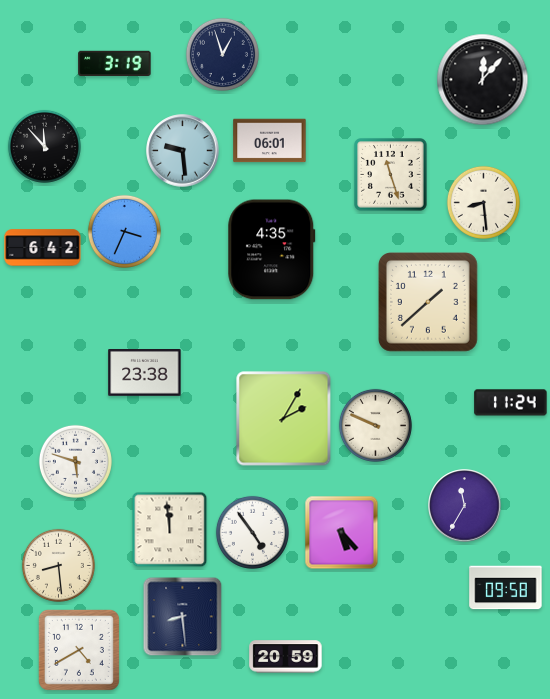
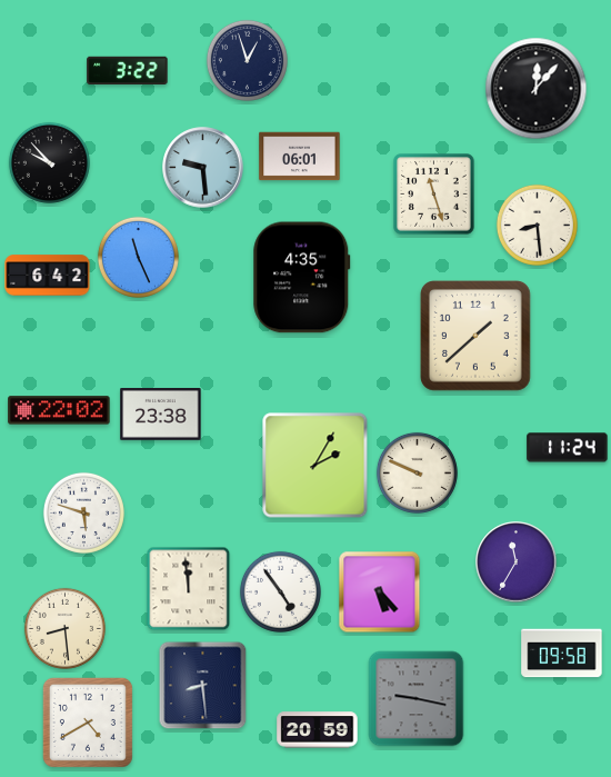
clock at (115, 63): 3:19 -> 3:22
clock at (44, 146): 11:53 -> 9:53
clock at (124, 231): 3:34 -> 11:26
clock at (59, 410): none -> 22:02
clock at (417, 699): none -> 9:17
